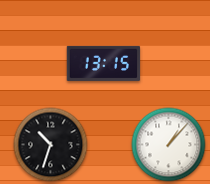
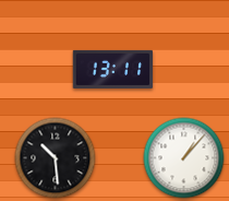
clock at (104, 63): 13:15 -> 13:11
clock at (51, 145): 10:33 -> 10:29
